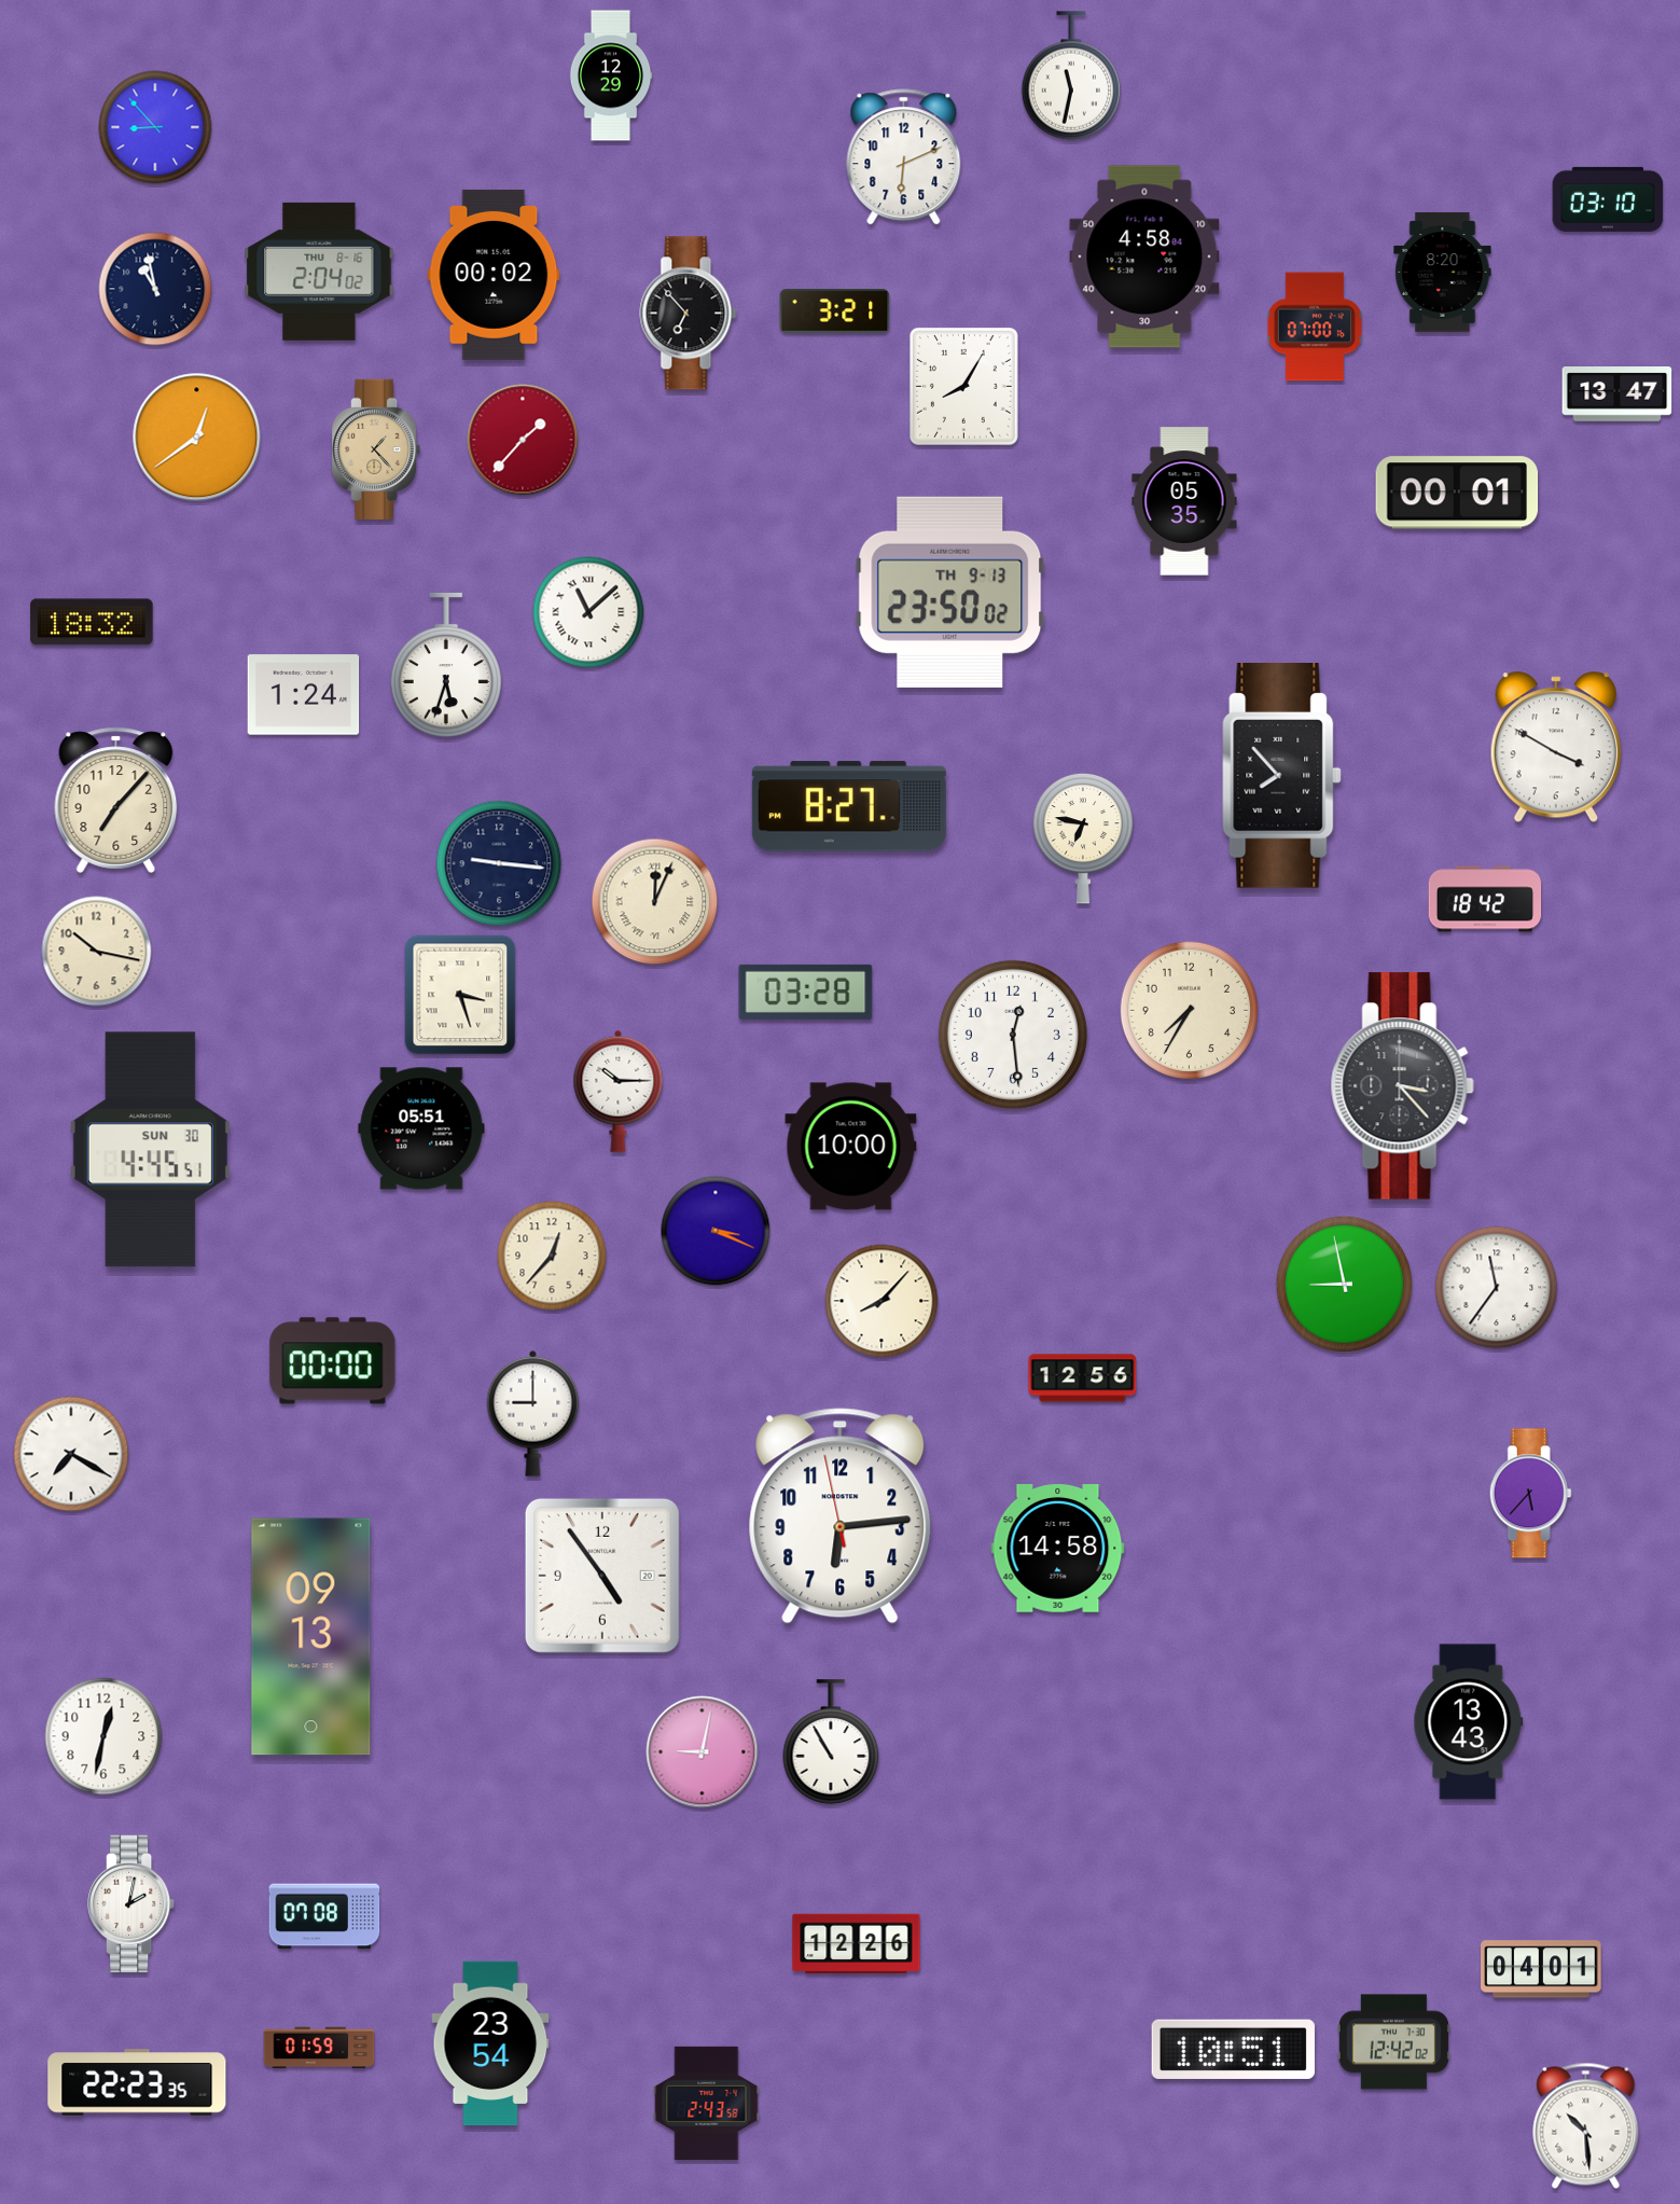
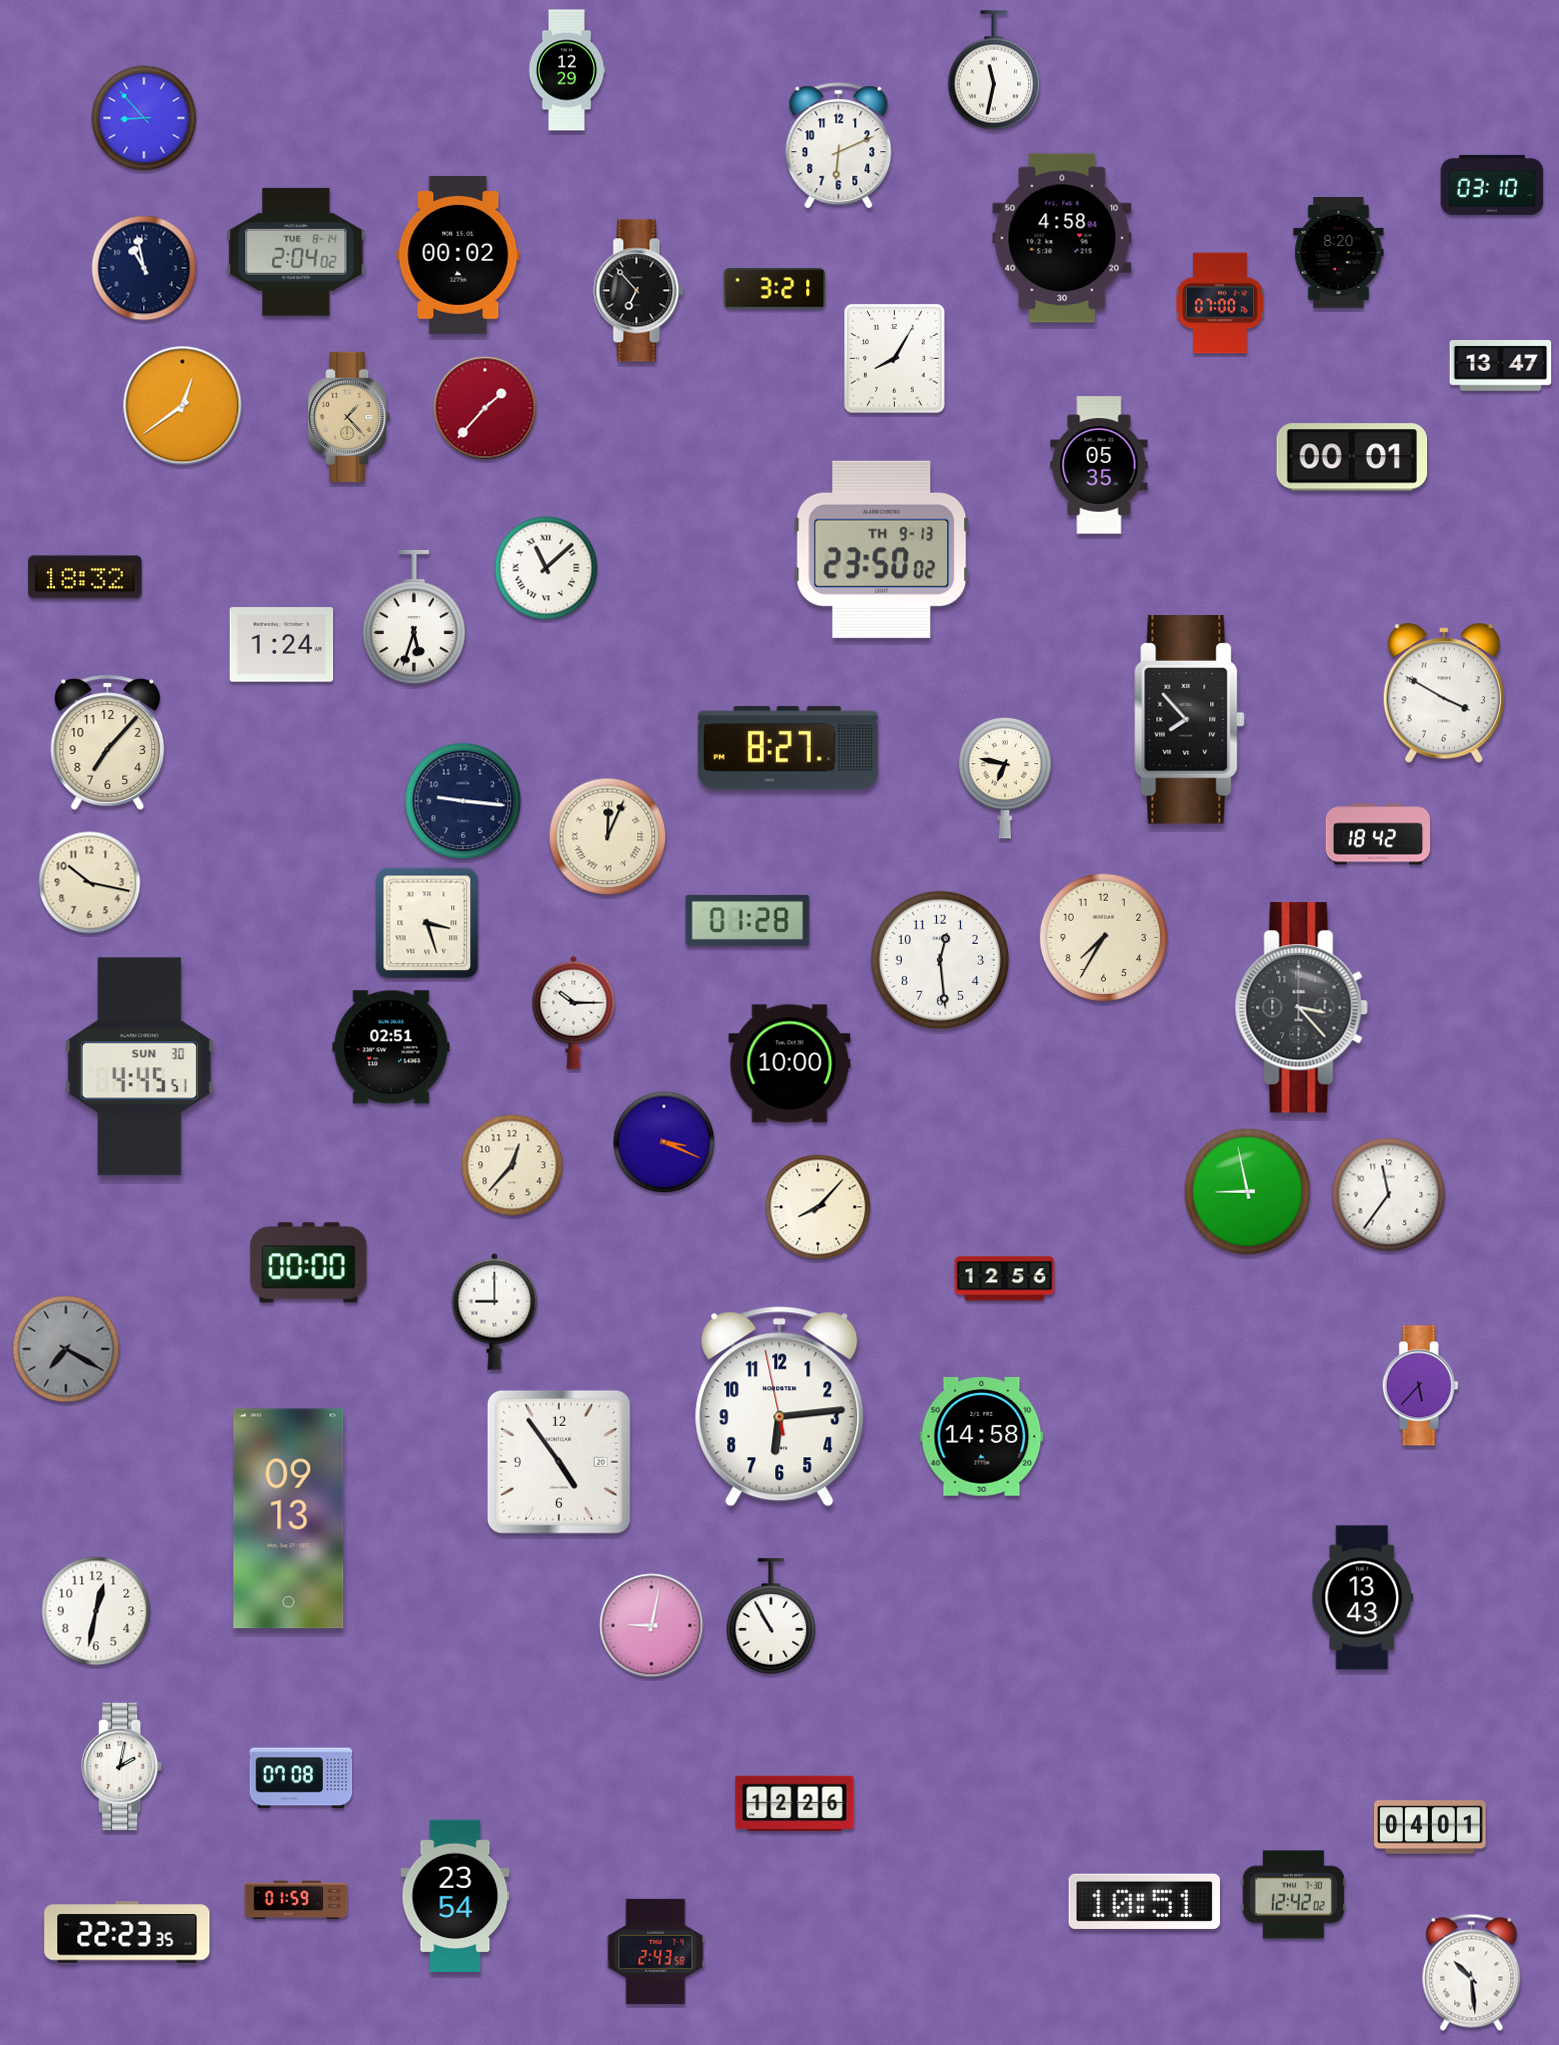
clock at (319, 272) date: THU 8-16 -> TUE 8-14
clock at (806, 992): 03:28 -> 01:28
clock at (421, 1128): 05:51 -> 02:51
clock at (71, 1454) dial: white -> grey
